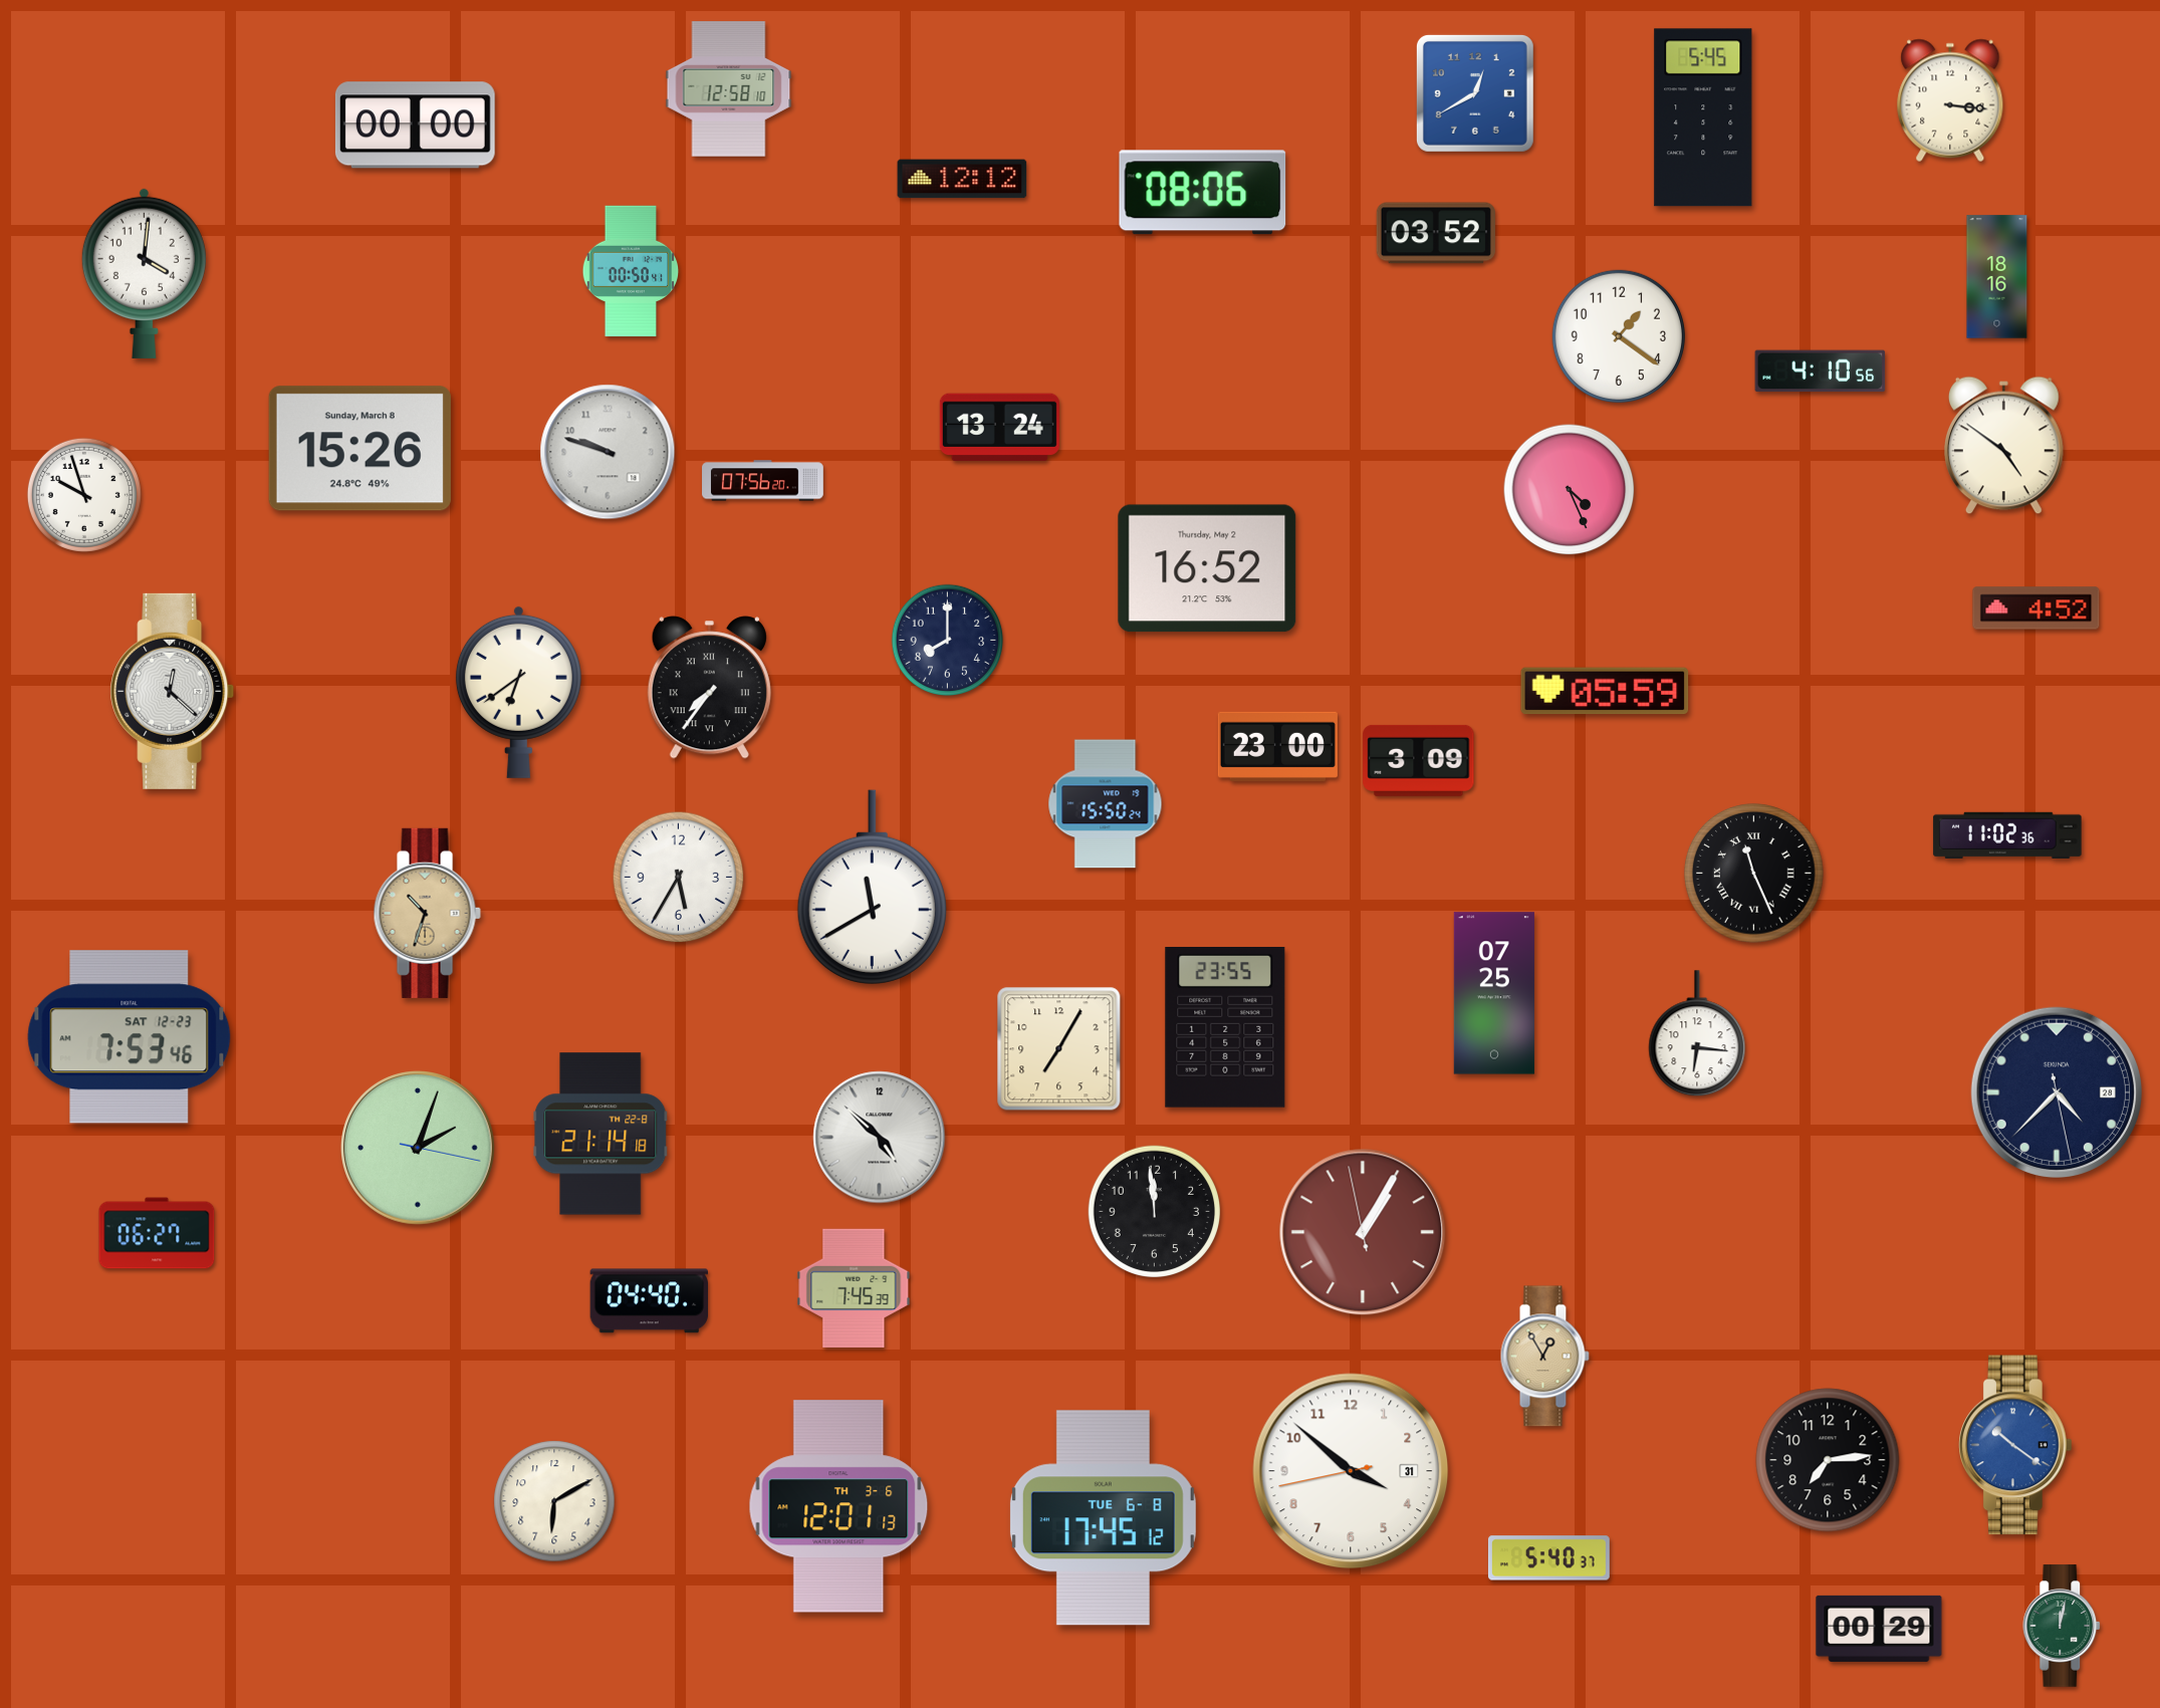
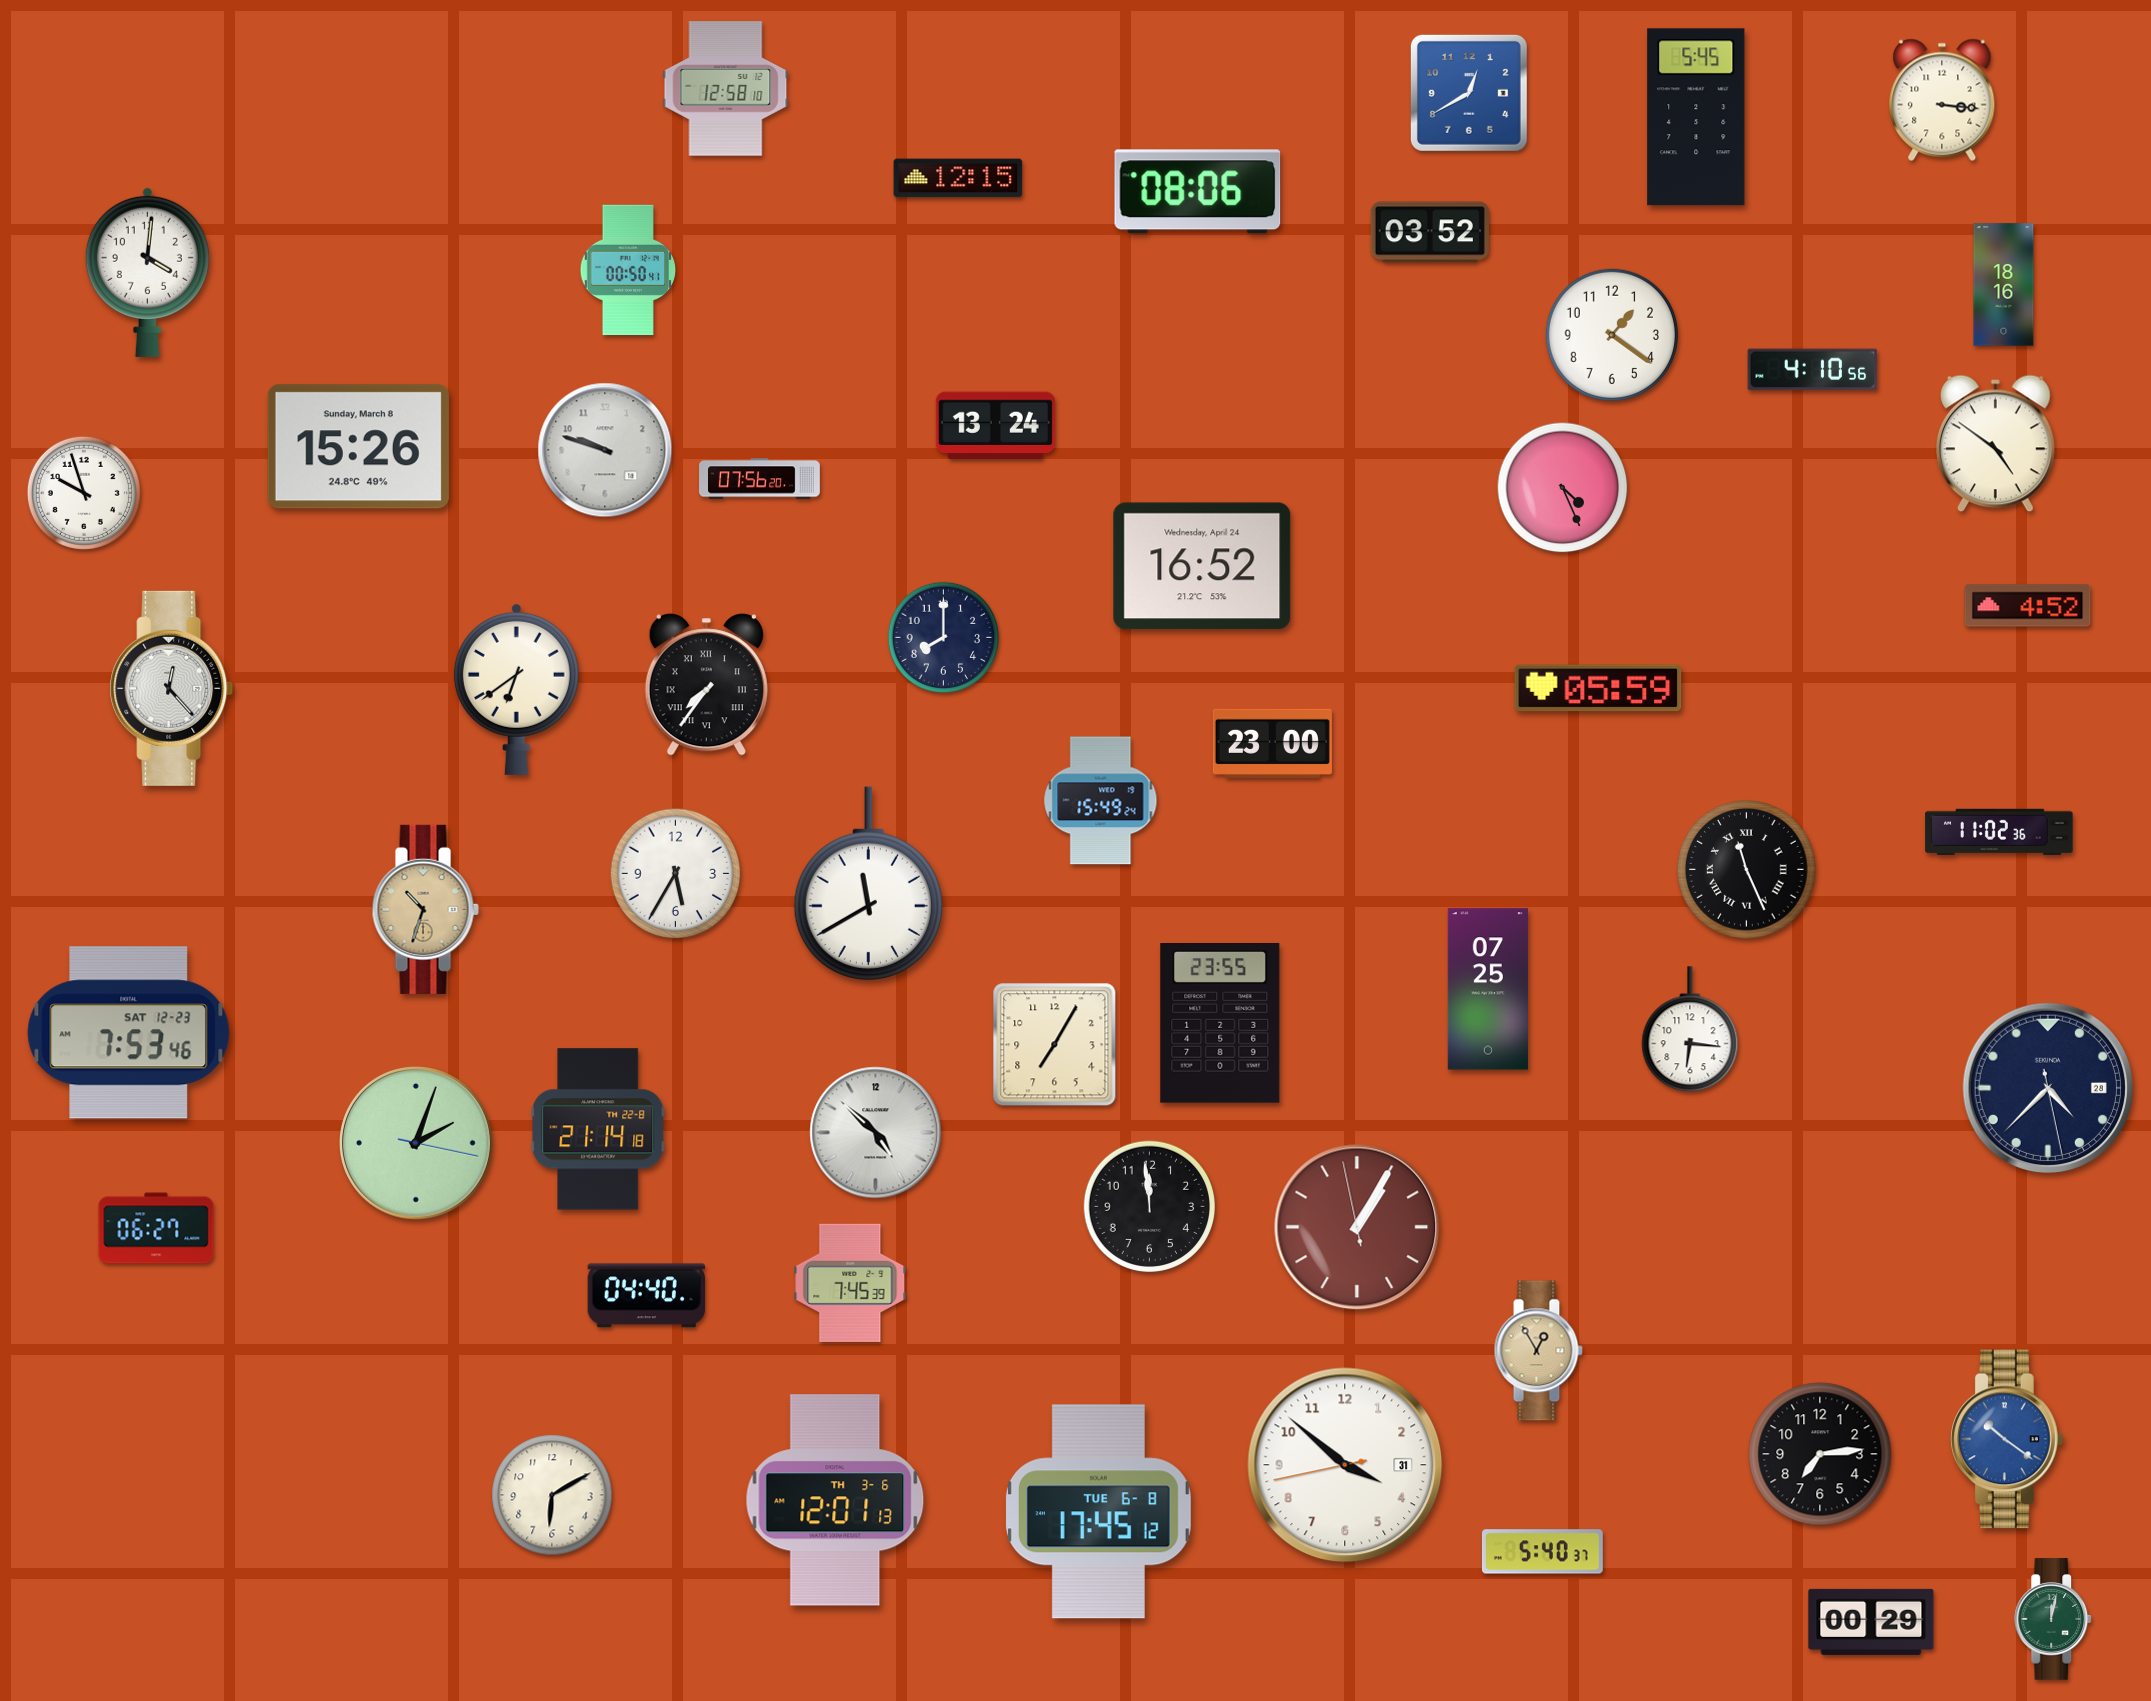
clock at (415, 126): 00:00 -> none
clock at (962, 179): 12:12 -> 12:15
clock at (144, 273) position: (144, 273) -> (147, 272)
clock at (1997, 277) position: (1997, 277) -> (2004, 285)
clock at (1207, 568) date: Thursday, May 2 -> Wednesday, April 24
clock at (173, 691): 12:22 -> 12:23
clock at (1419, 760): 3:09 -> none
clock at (1106, 804): 15:50 -> 15:49
